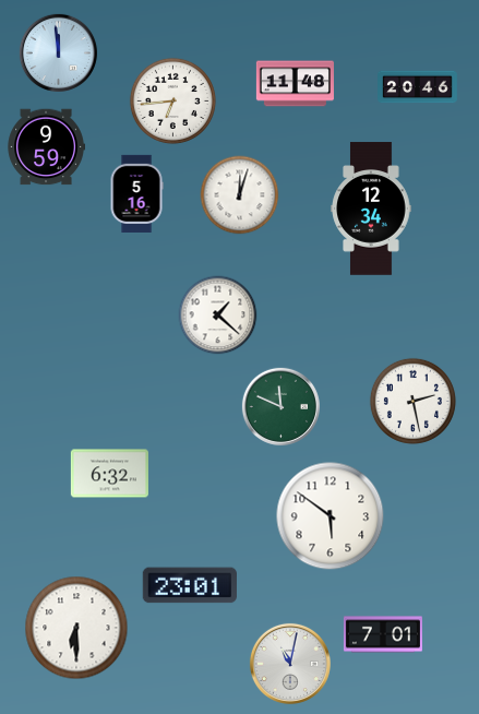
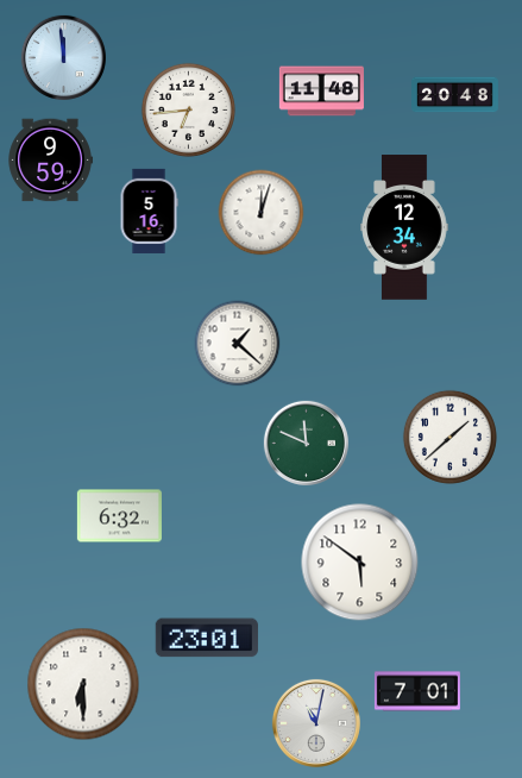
clock at (418, 87): 20:46 -> 20:48
clock at (412, 401): 2:28 -> 1:38
